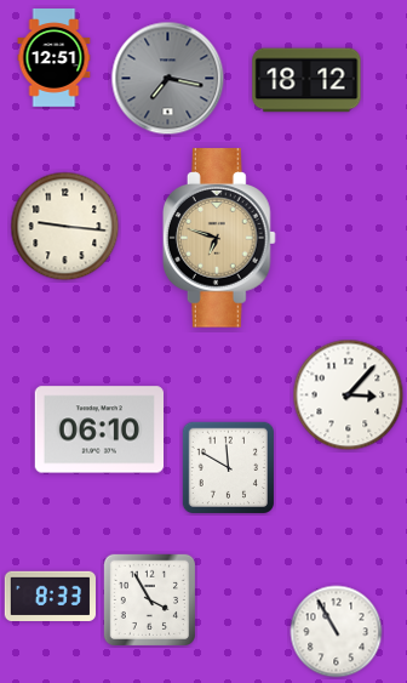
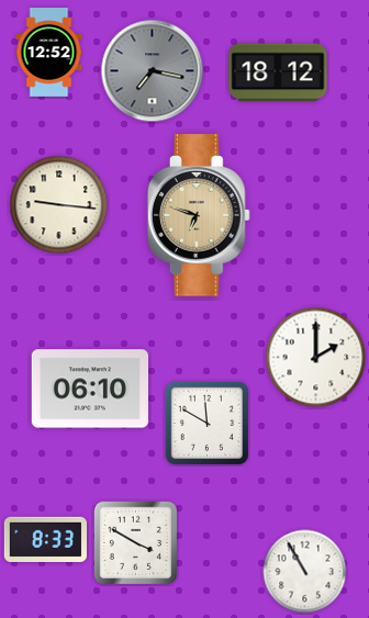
clock at (55, 58): 12:51 -> 12:52
clock at (349, 395): 3:07 -> 2:00
clock at (149, 599): 3:55 -> 3:50
